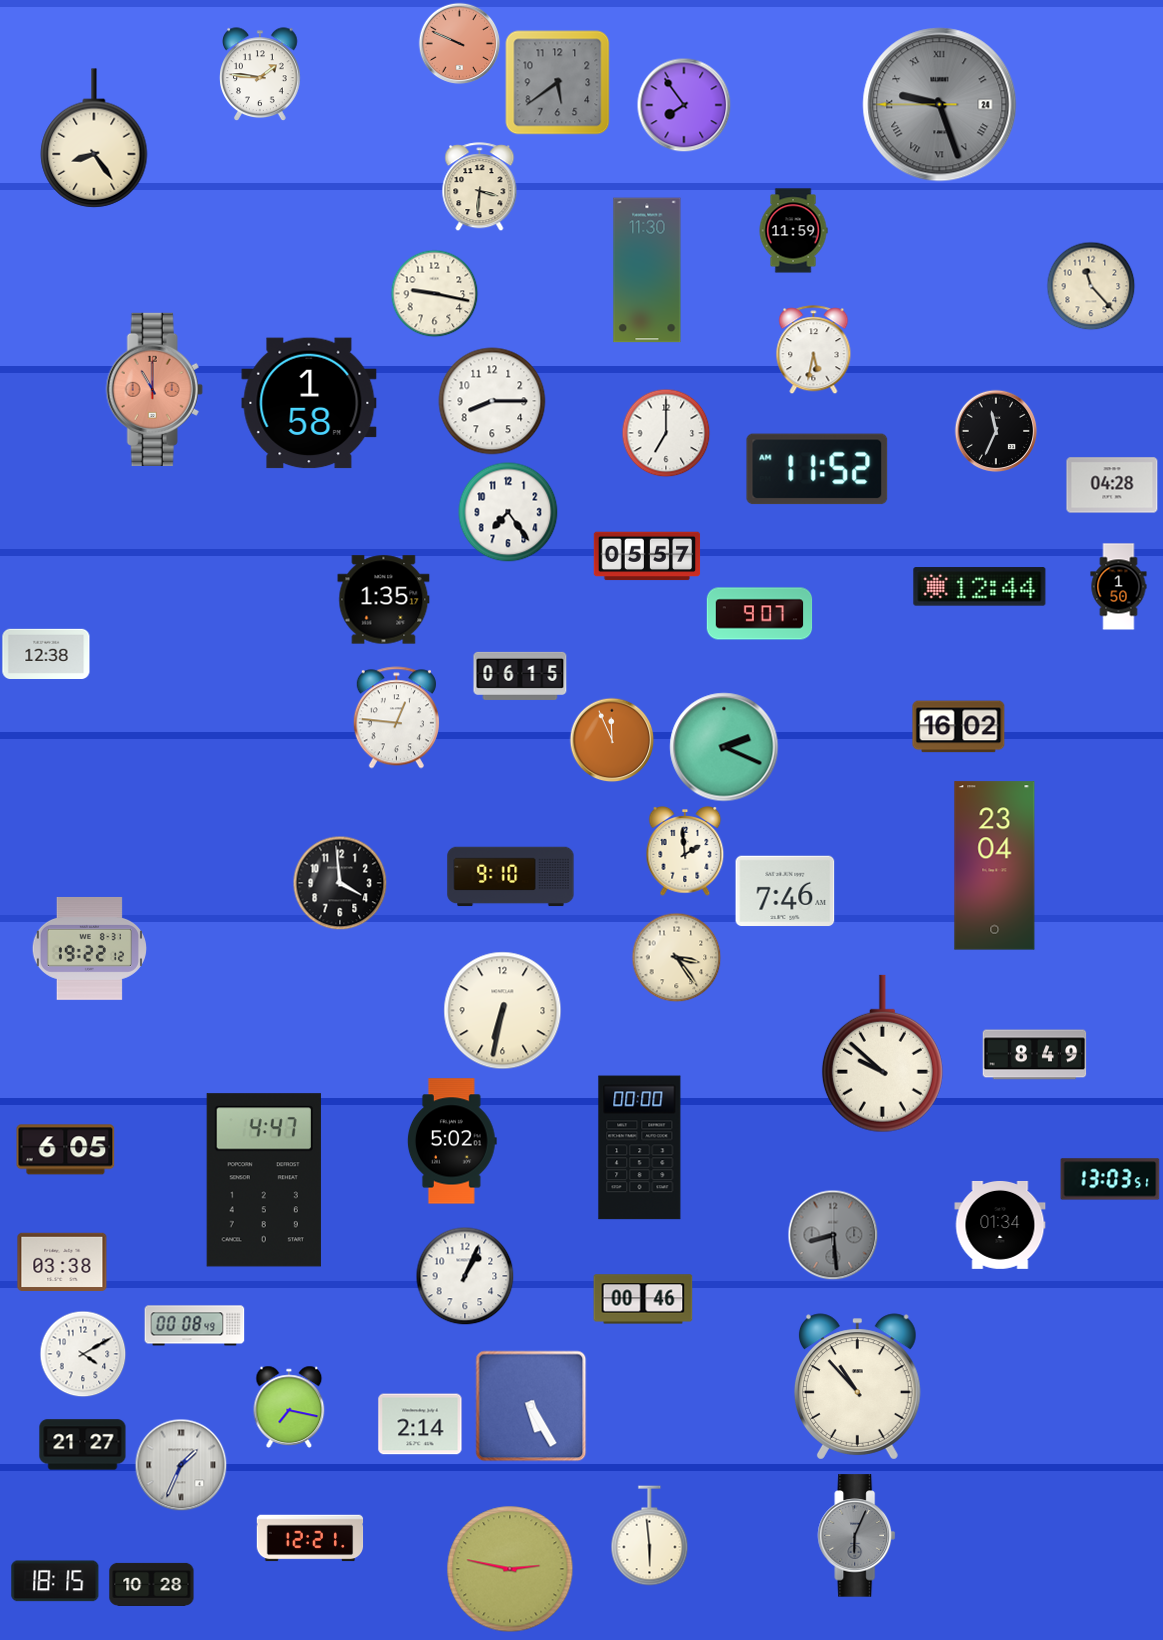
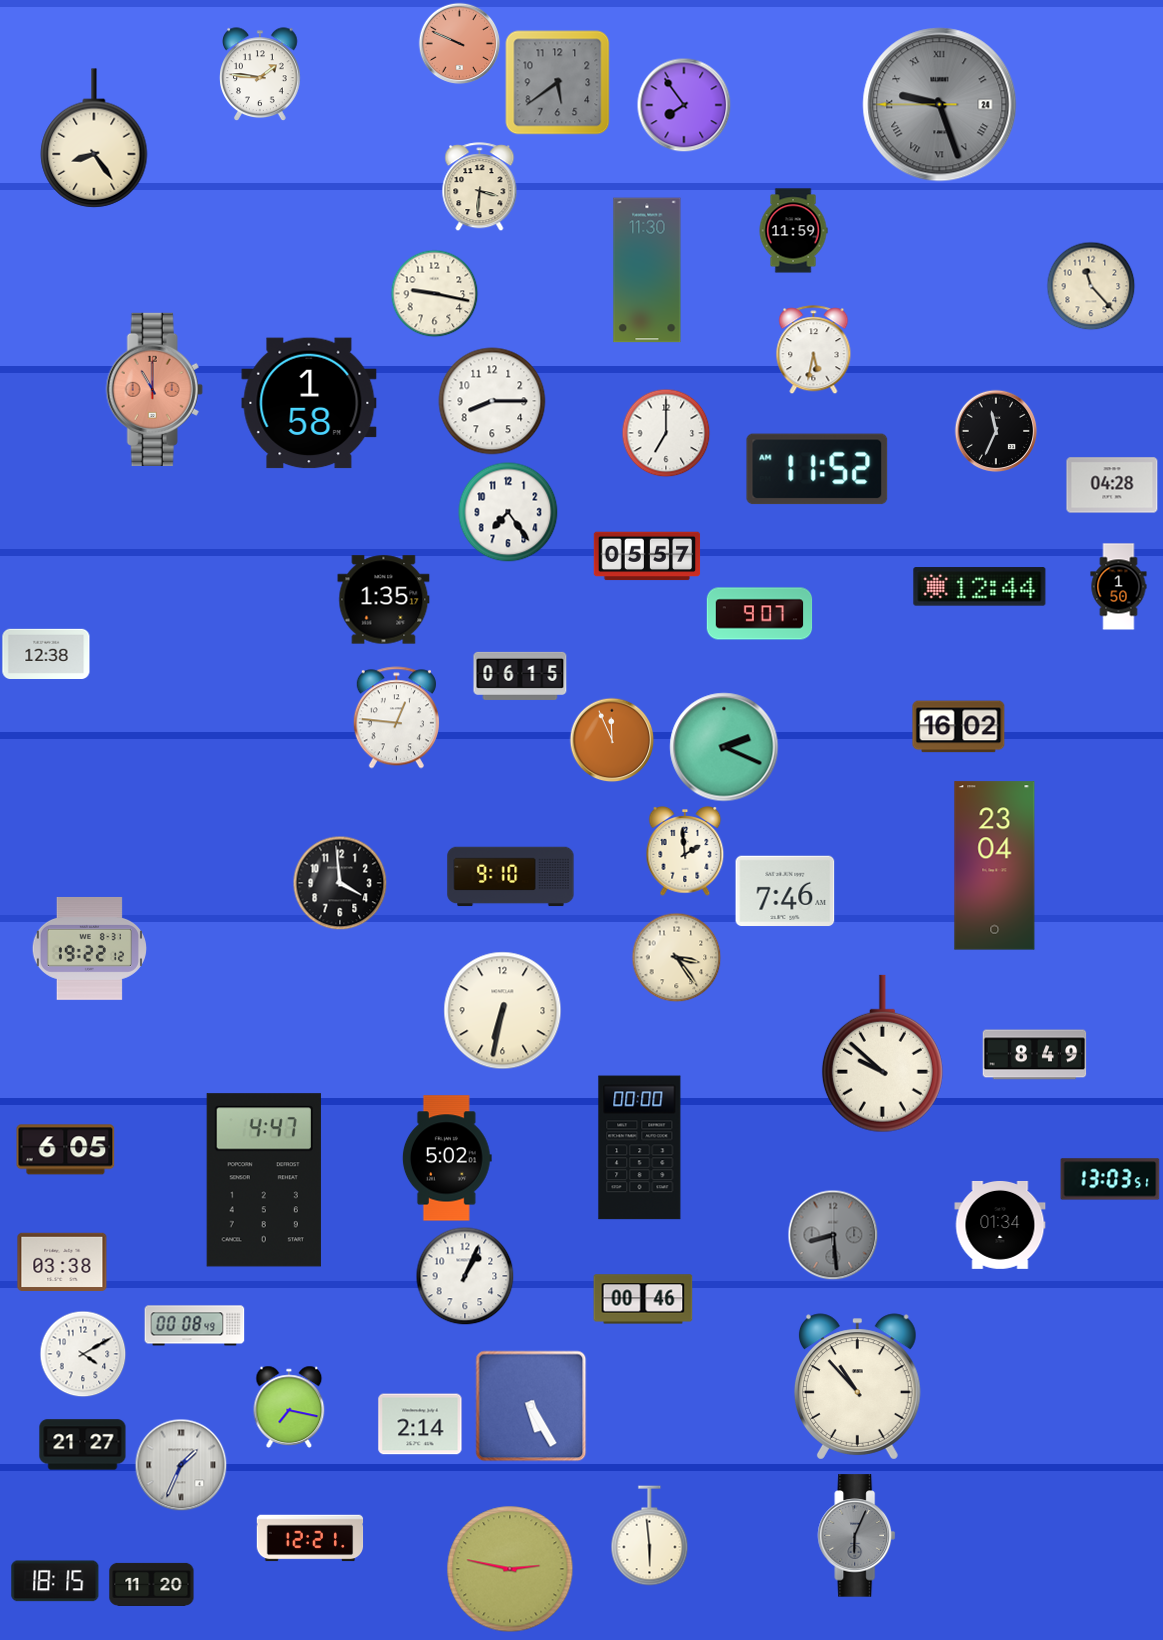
clock at (452, 1141) position: (452, 1141) -> (447, 1158)
clock at (152, 1584): 10:28 -> 11:20
